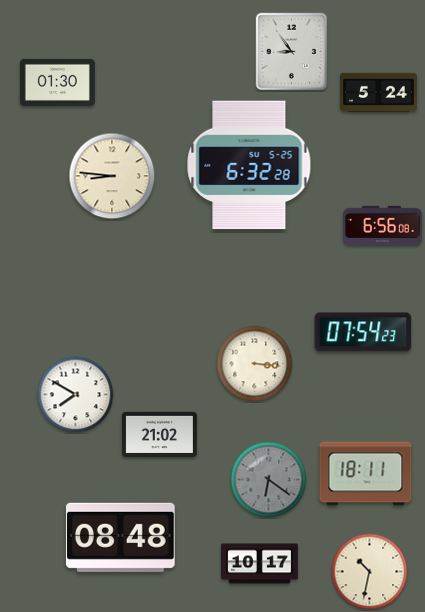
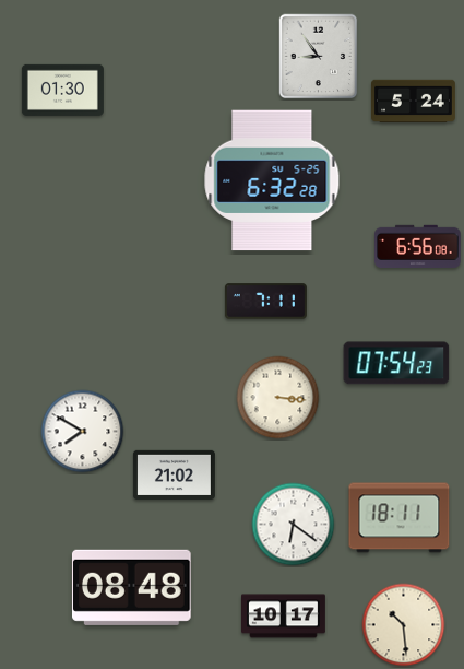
clock at (112, 176): 8:46 -> none
clock at (265, 302): none -> 7:11
clock at (269, 480) dial: grey -> white
clock at (370, 572): 10:32 -> 10:29
